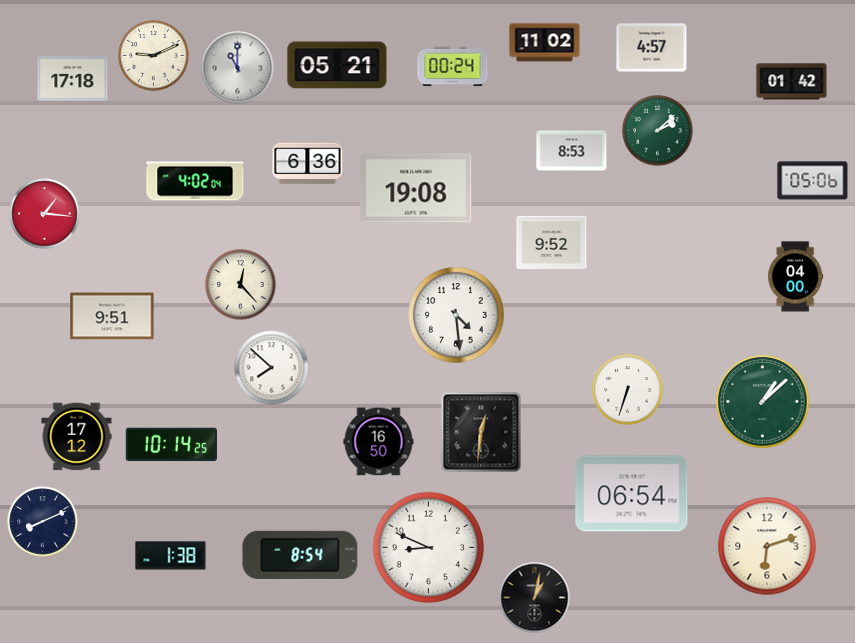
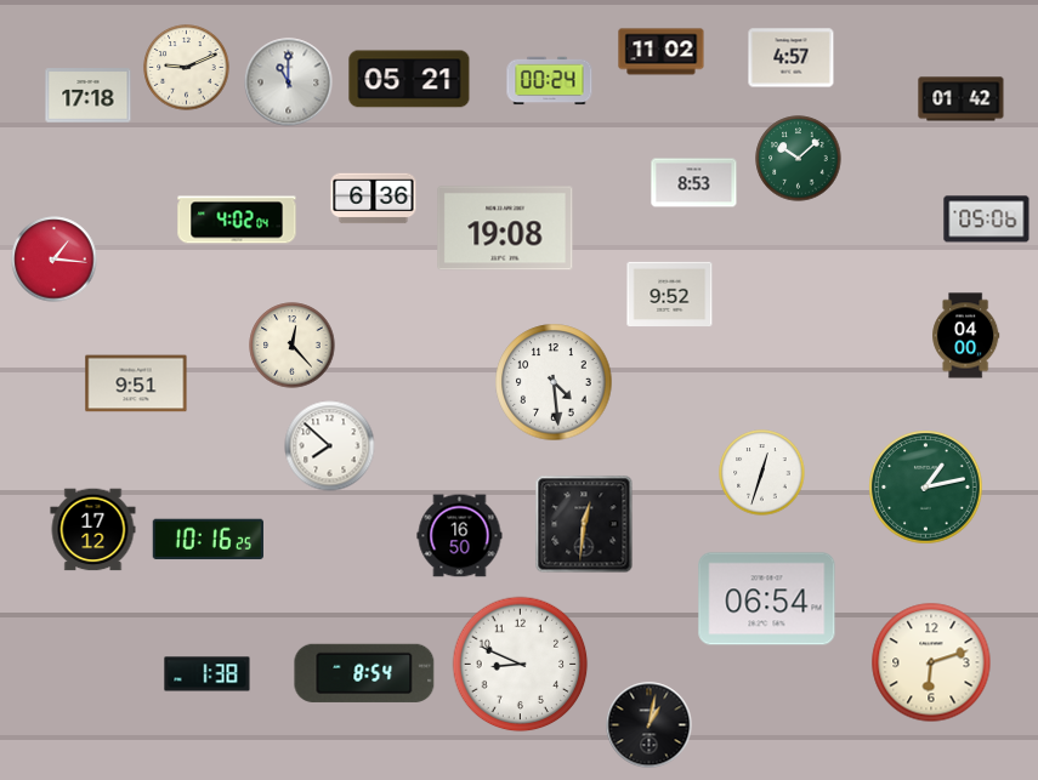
clock at (658, 131): 2:08 -> 10:08
clock at (628, 390): 6:33 -> 12:33
clock at (763, 402): 1:08 -> 1:13
clock at (171, 445): 10:14 -> 10:16
clock at (43, 522): 8:11 -> none
